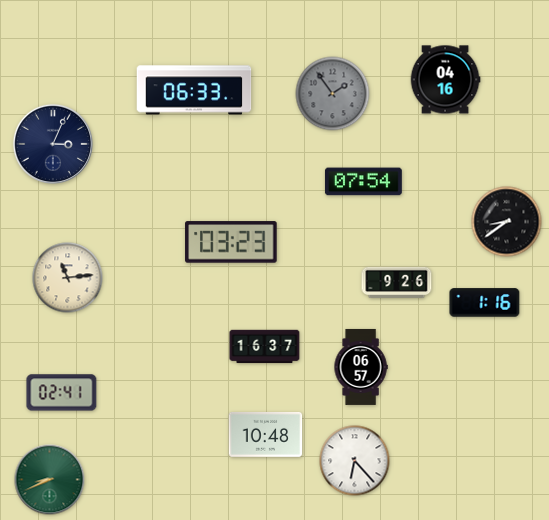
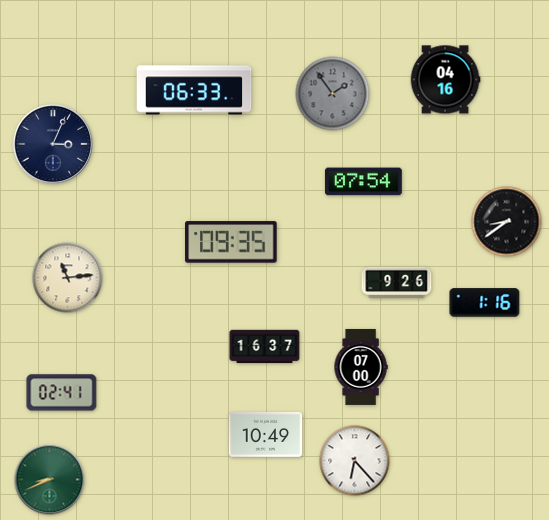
clock at (231, 242): 03:23 -> 09:35
clock at (361, 367): 06:57 -> 07:00
clock at (266, 434): 10:48 -> 10:49
